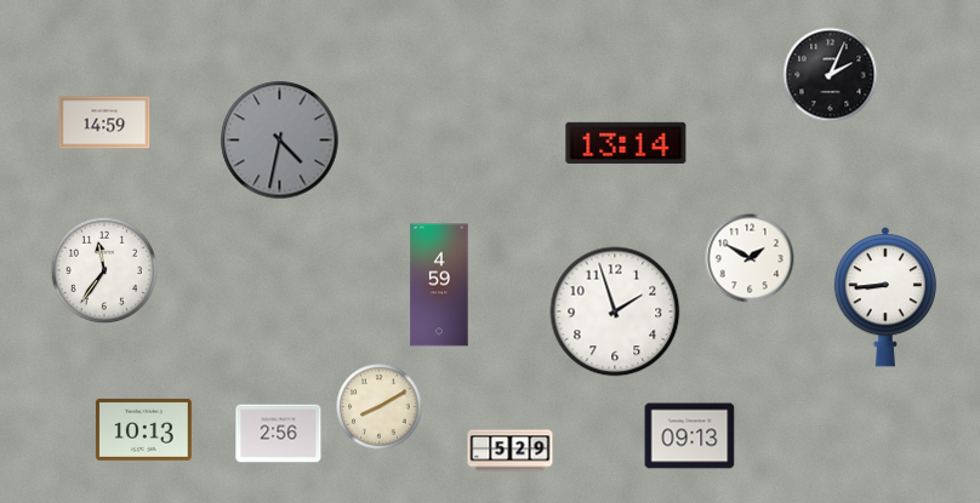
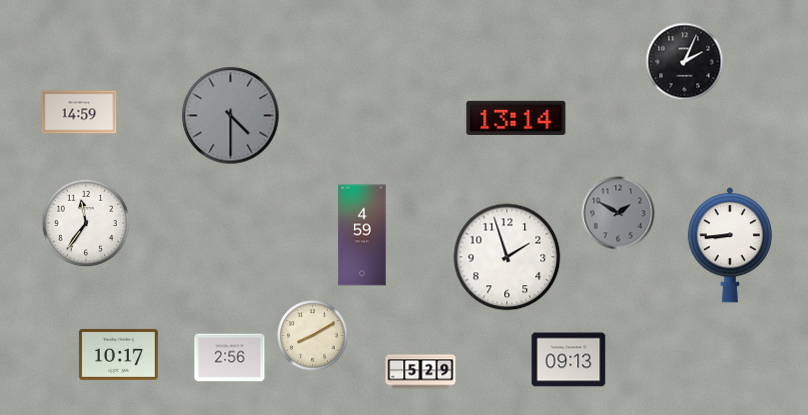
clock at (104, 122) position: (104, 122) -> (79, 112)
clock at (280, 141): 4:32 -> 4:30
clock at (750, 258) dial: white -> grey
clock at (143, 429): 10:13 -> 10:17
